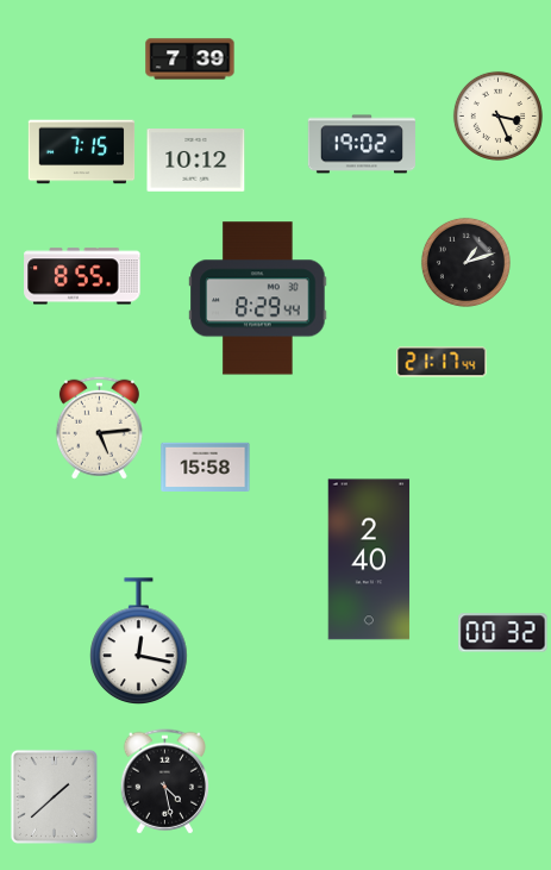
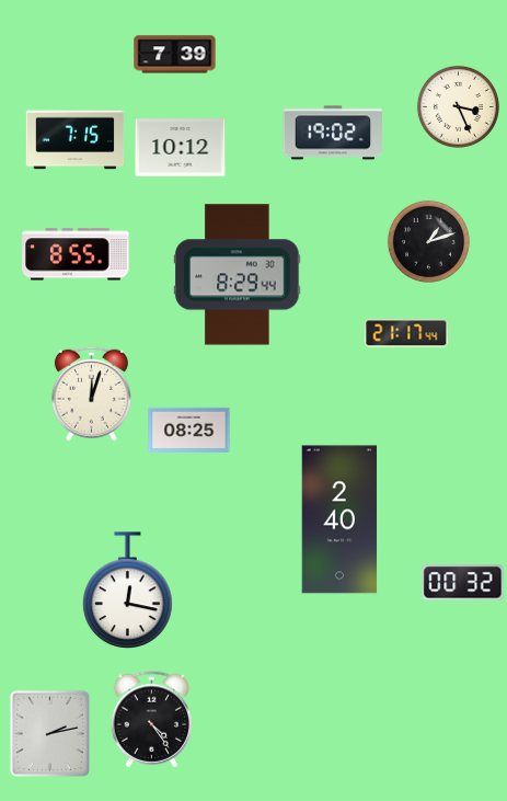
clock at (99, 427): 5:14 -> 12:03
clock at (206, 467): 15:58 -> 08:25
clock at (369, 559) position: (369, 559) -> (339, 519)
clock at (164, 782): 4:28 -> 4:24
clock at (54, 796): 1:38 -> 2:13
